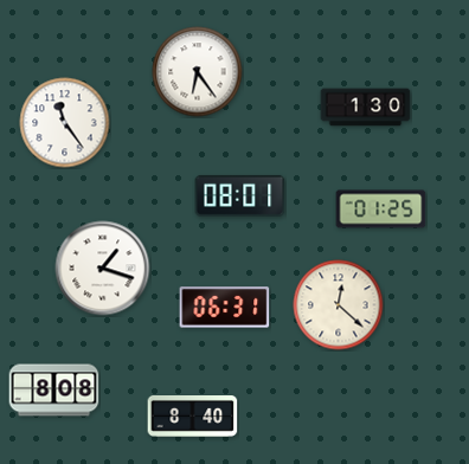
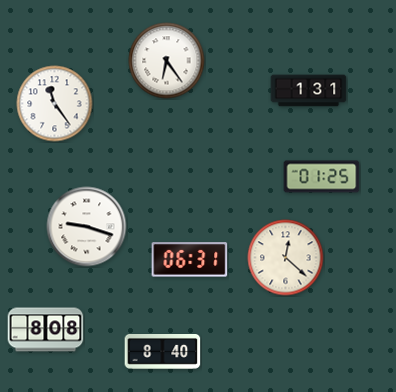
clock at (366, 108): 1:30 -> 1:31
clock at (240, 195): 08:01 -> none
clock at (103, 269): 1:18 -> 9:18
